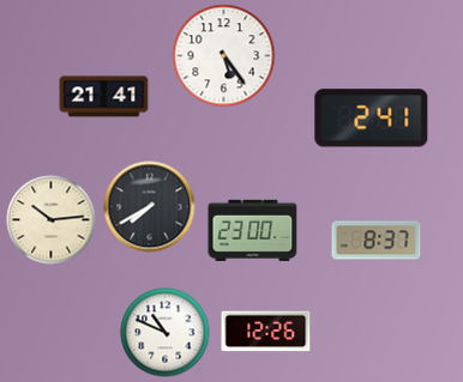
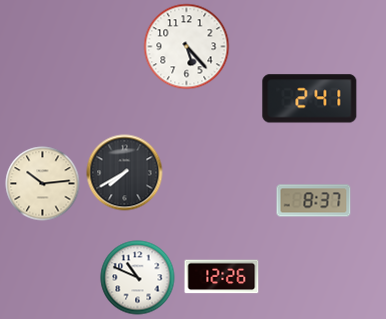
clock at (224, 56): 5:24 -> 5:23
clock at (104, 97): 21:41 -> none
clock at (253, 230): 23:00 -> none
